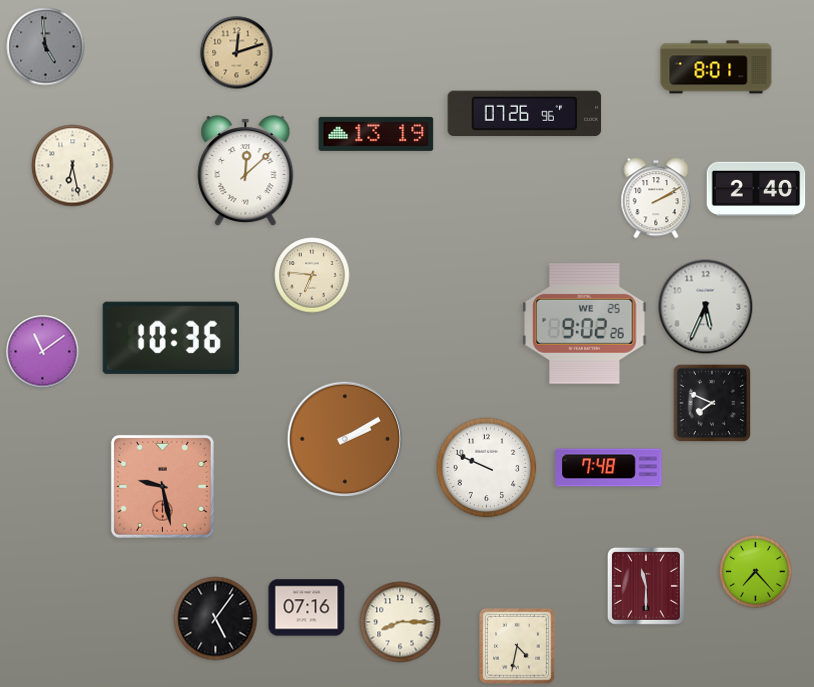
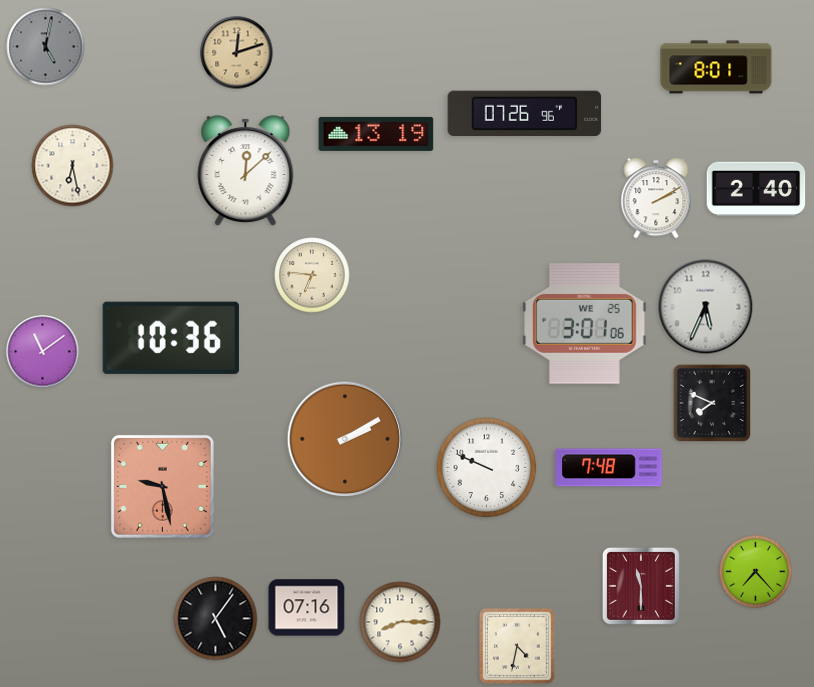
clock at (46, 47): 4:59 -> 5:02
clock at (585, 324): 9:02 -> 3:01
clock at (646, 586) position: (646, 586) -> (641, 586)
